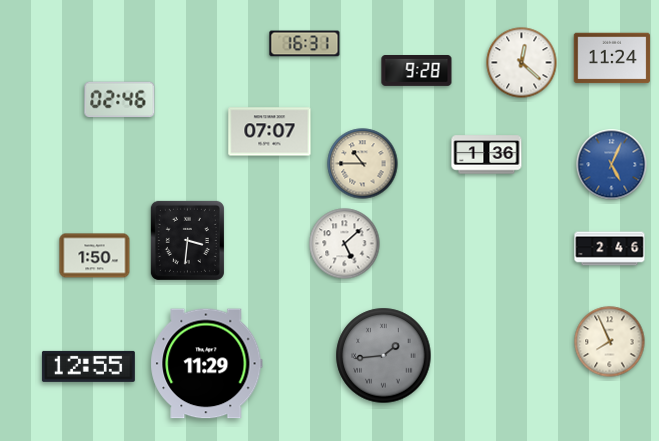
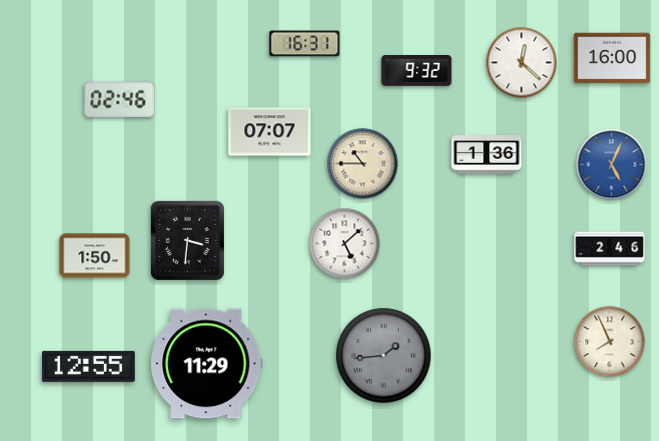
clock at (612, 58): 11:24 -> 16:00
clock at (417, 71): 9:28 -> 9:32
